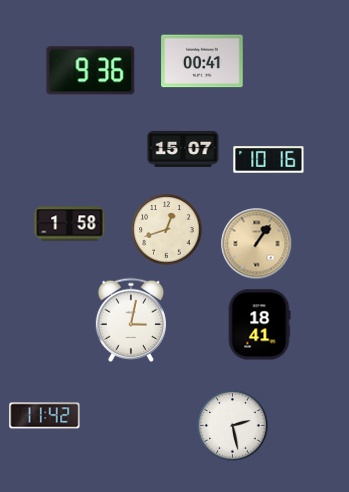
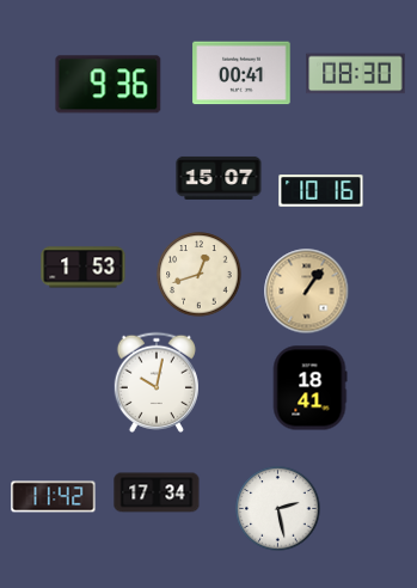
clock at (356, 74): none -> 08:30
clock at (70, 224): 1:58 -> 1:53
clock at (130, 320): 3:02 -> 10:02
clock at (157, 492): none -> 17:34
